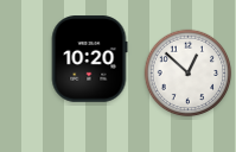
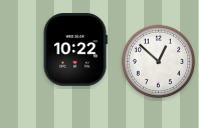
clock at (89, 59): 10:20 -> 10:22
